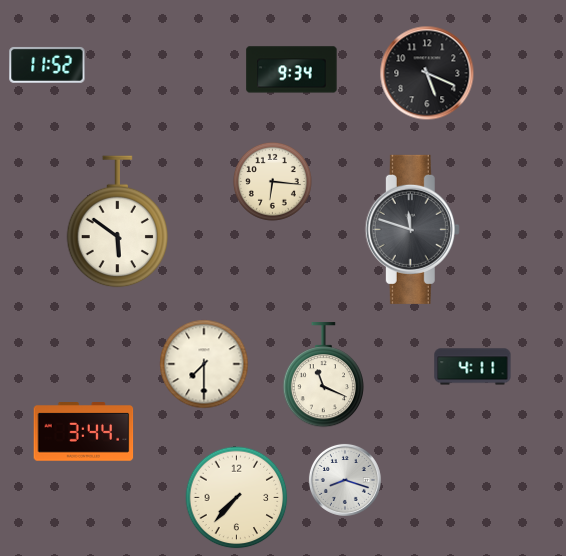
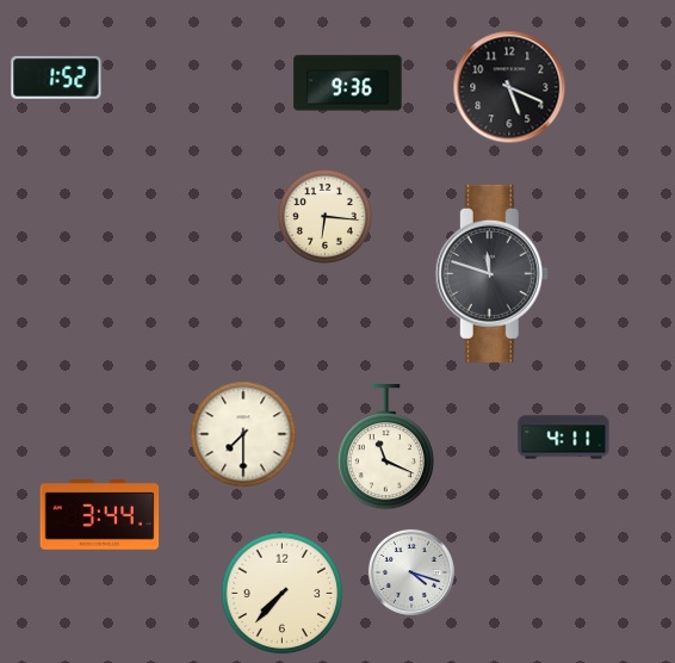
clock at (47, 65): 11:52 -> 1:52
clock at (292, 70): 9:34 -> 9:36
clock at (118, 222): 5:51 -> none
clock at (345, 480): 8:18 -> 4:18
